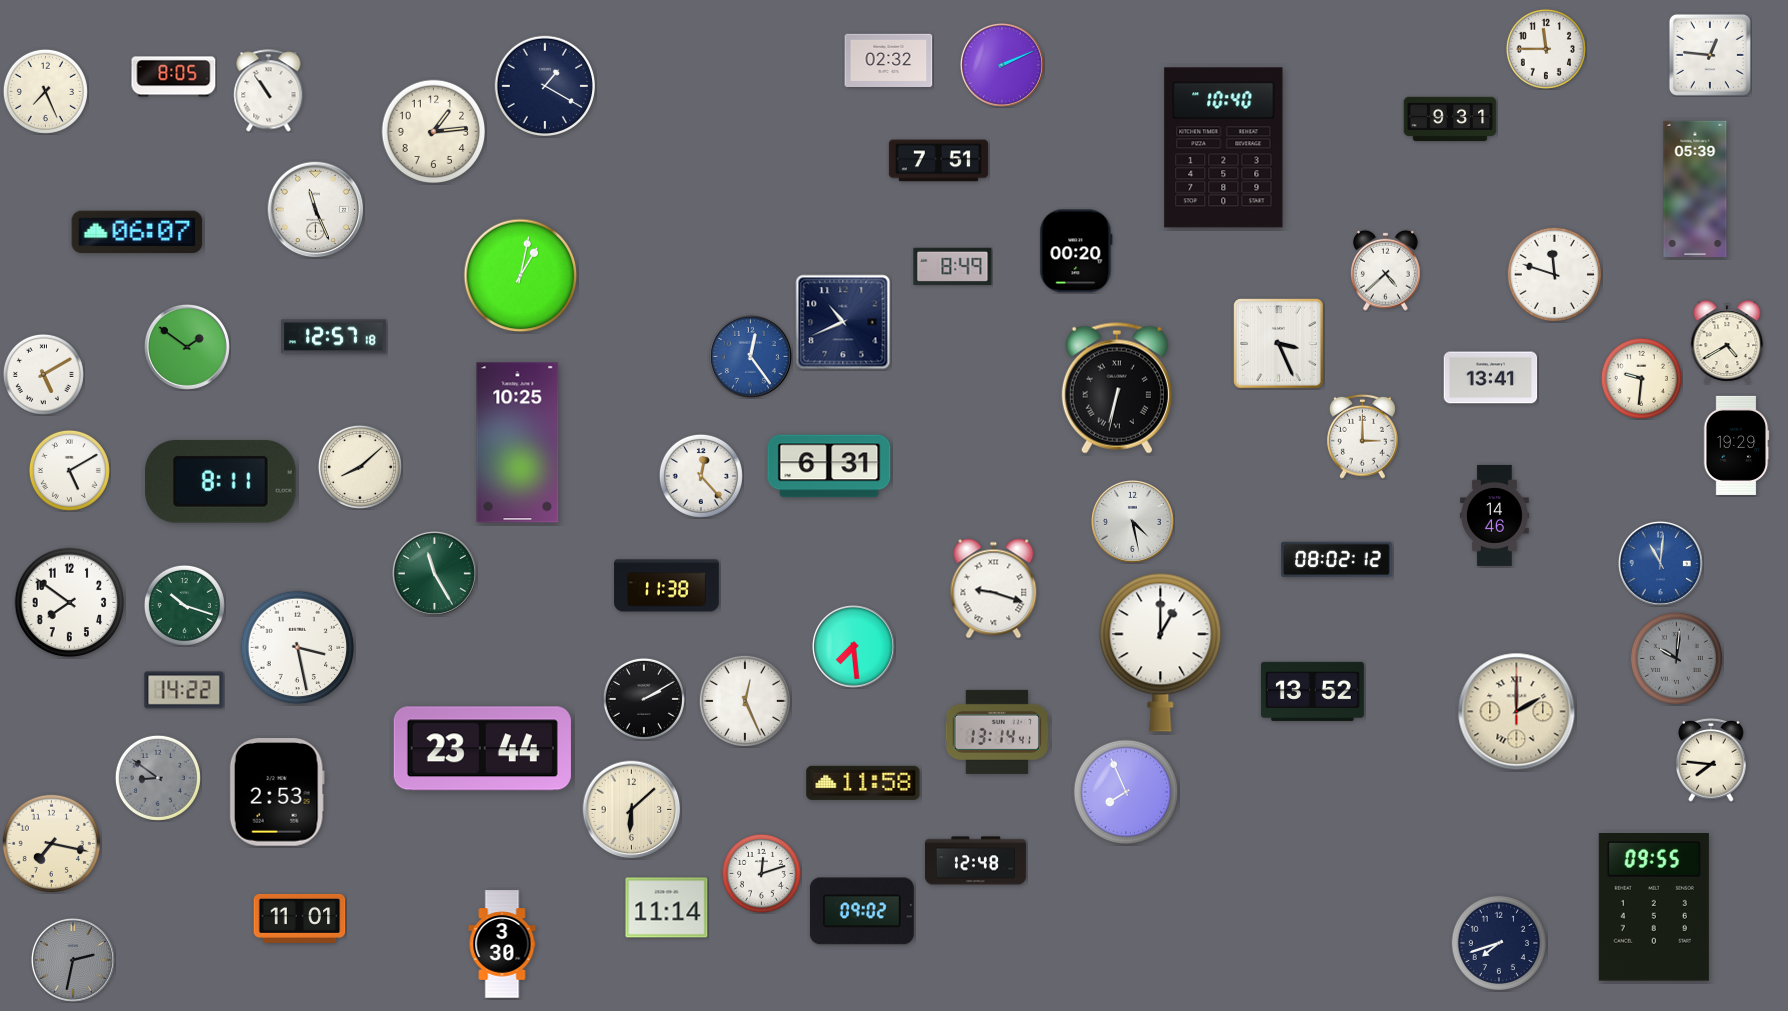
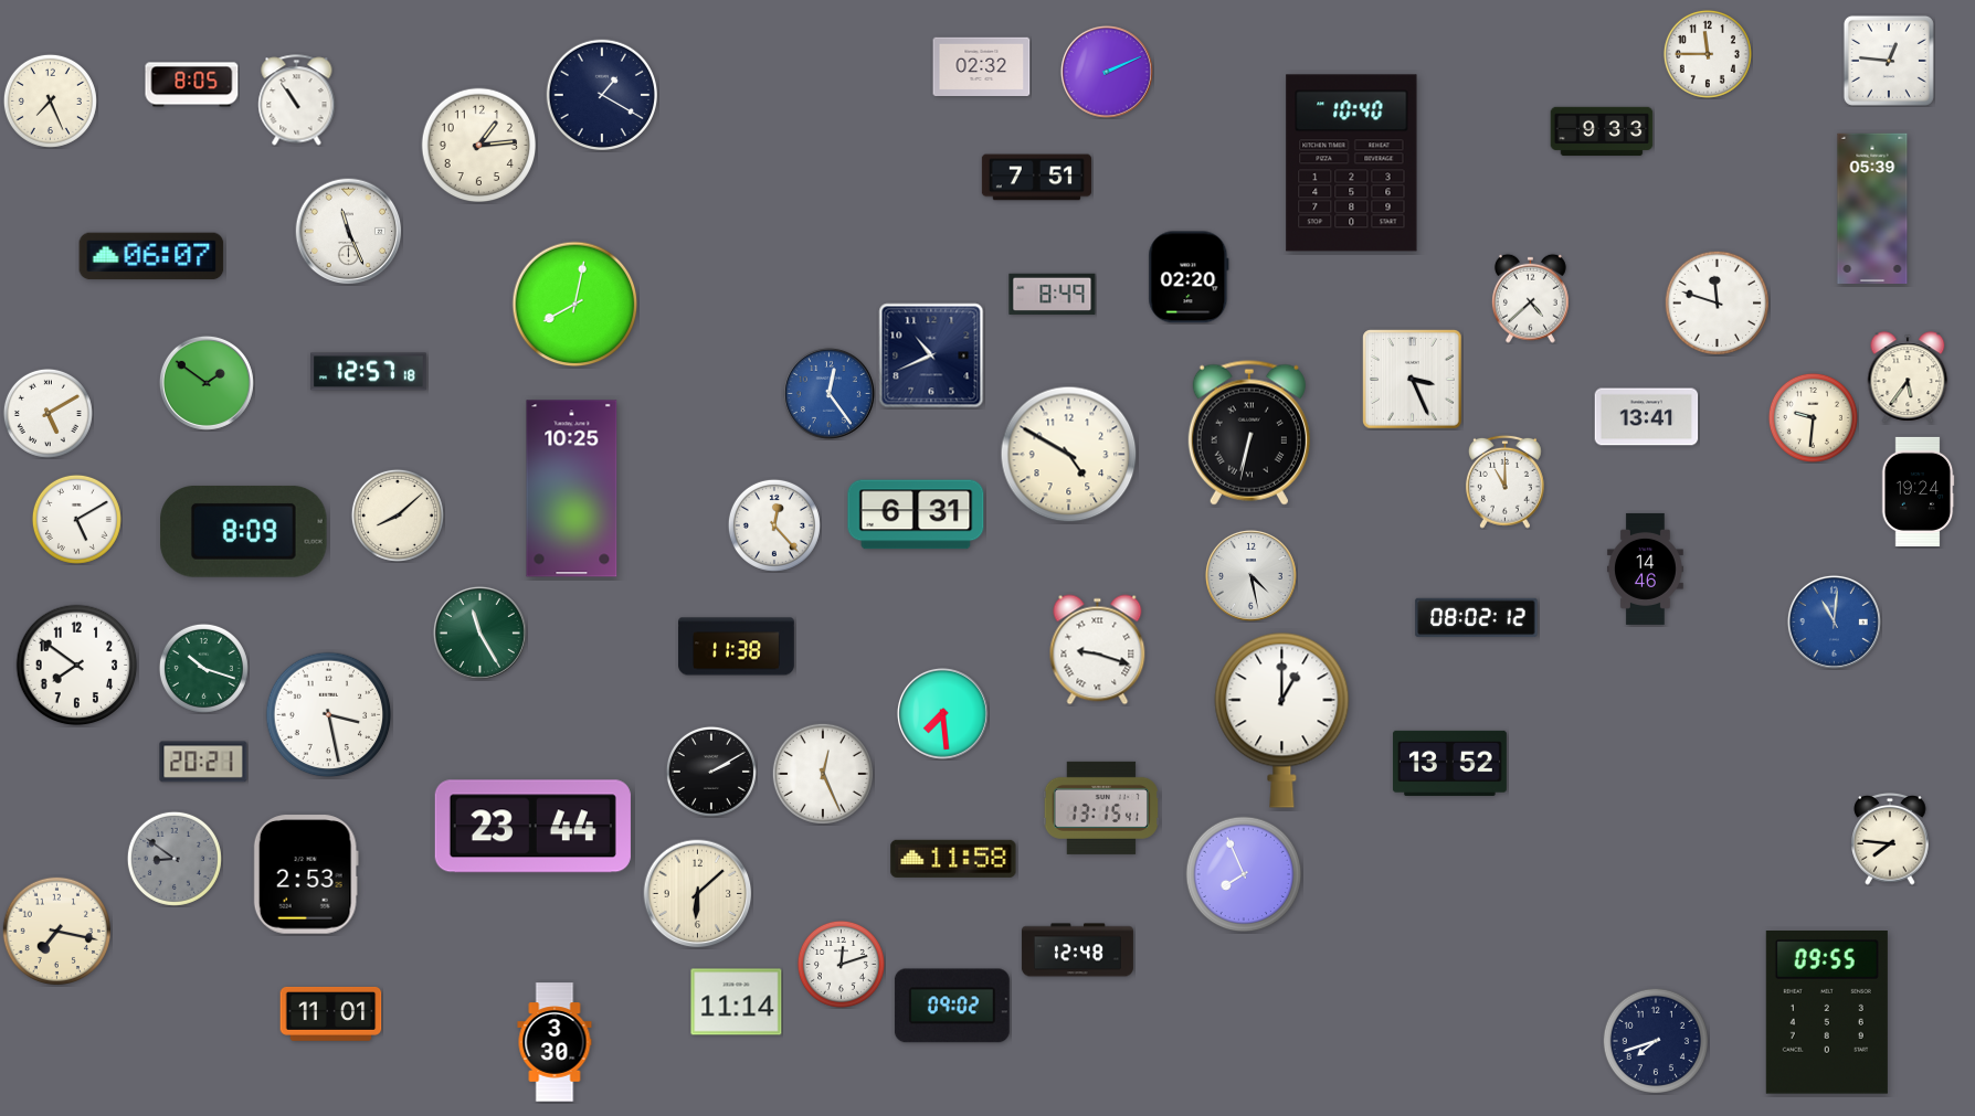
clock at (1450, 119): 9:31 -> 9:33
clock at (1076, 251): 00:20 -> 02:20
clock at (521, 276): 1:02 -> 8:02
clock at (1727, 342): 4:40 -> 5:36
clock at (1117, 388) position: (1117, 388) -> (1249, 433)
clock at (1069, 455): none -> 4:50
clock at (1362, 436): 3:00 -> 11:00
clock at (1736, 445): 19:29 -> 19:24
clock at (221, 482): 8:11 -> 8:09
clock at (1494, 515) position: (1494, 515) -> (1645, 568)
clock at (1676, 658): 10:01 -> none
clock at (184, 690): 14:22 -> 20:21
clock at (1517, 712): 2:00 -> none
clock at (996, 732): 13:14 -> 13:15
clock at (863, 783) position: (863, 783) -> (953, 859)
clock at (1654, 908) position: (1654, 908) -> (1827, 1013)
clock at (73, 960): 2:32 -> none
